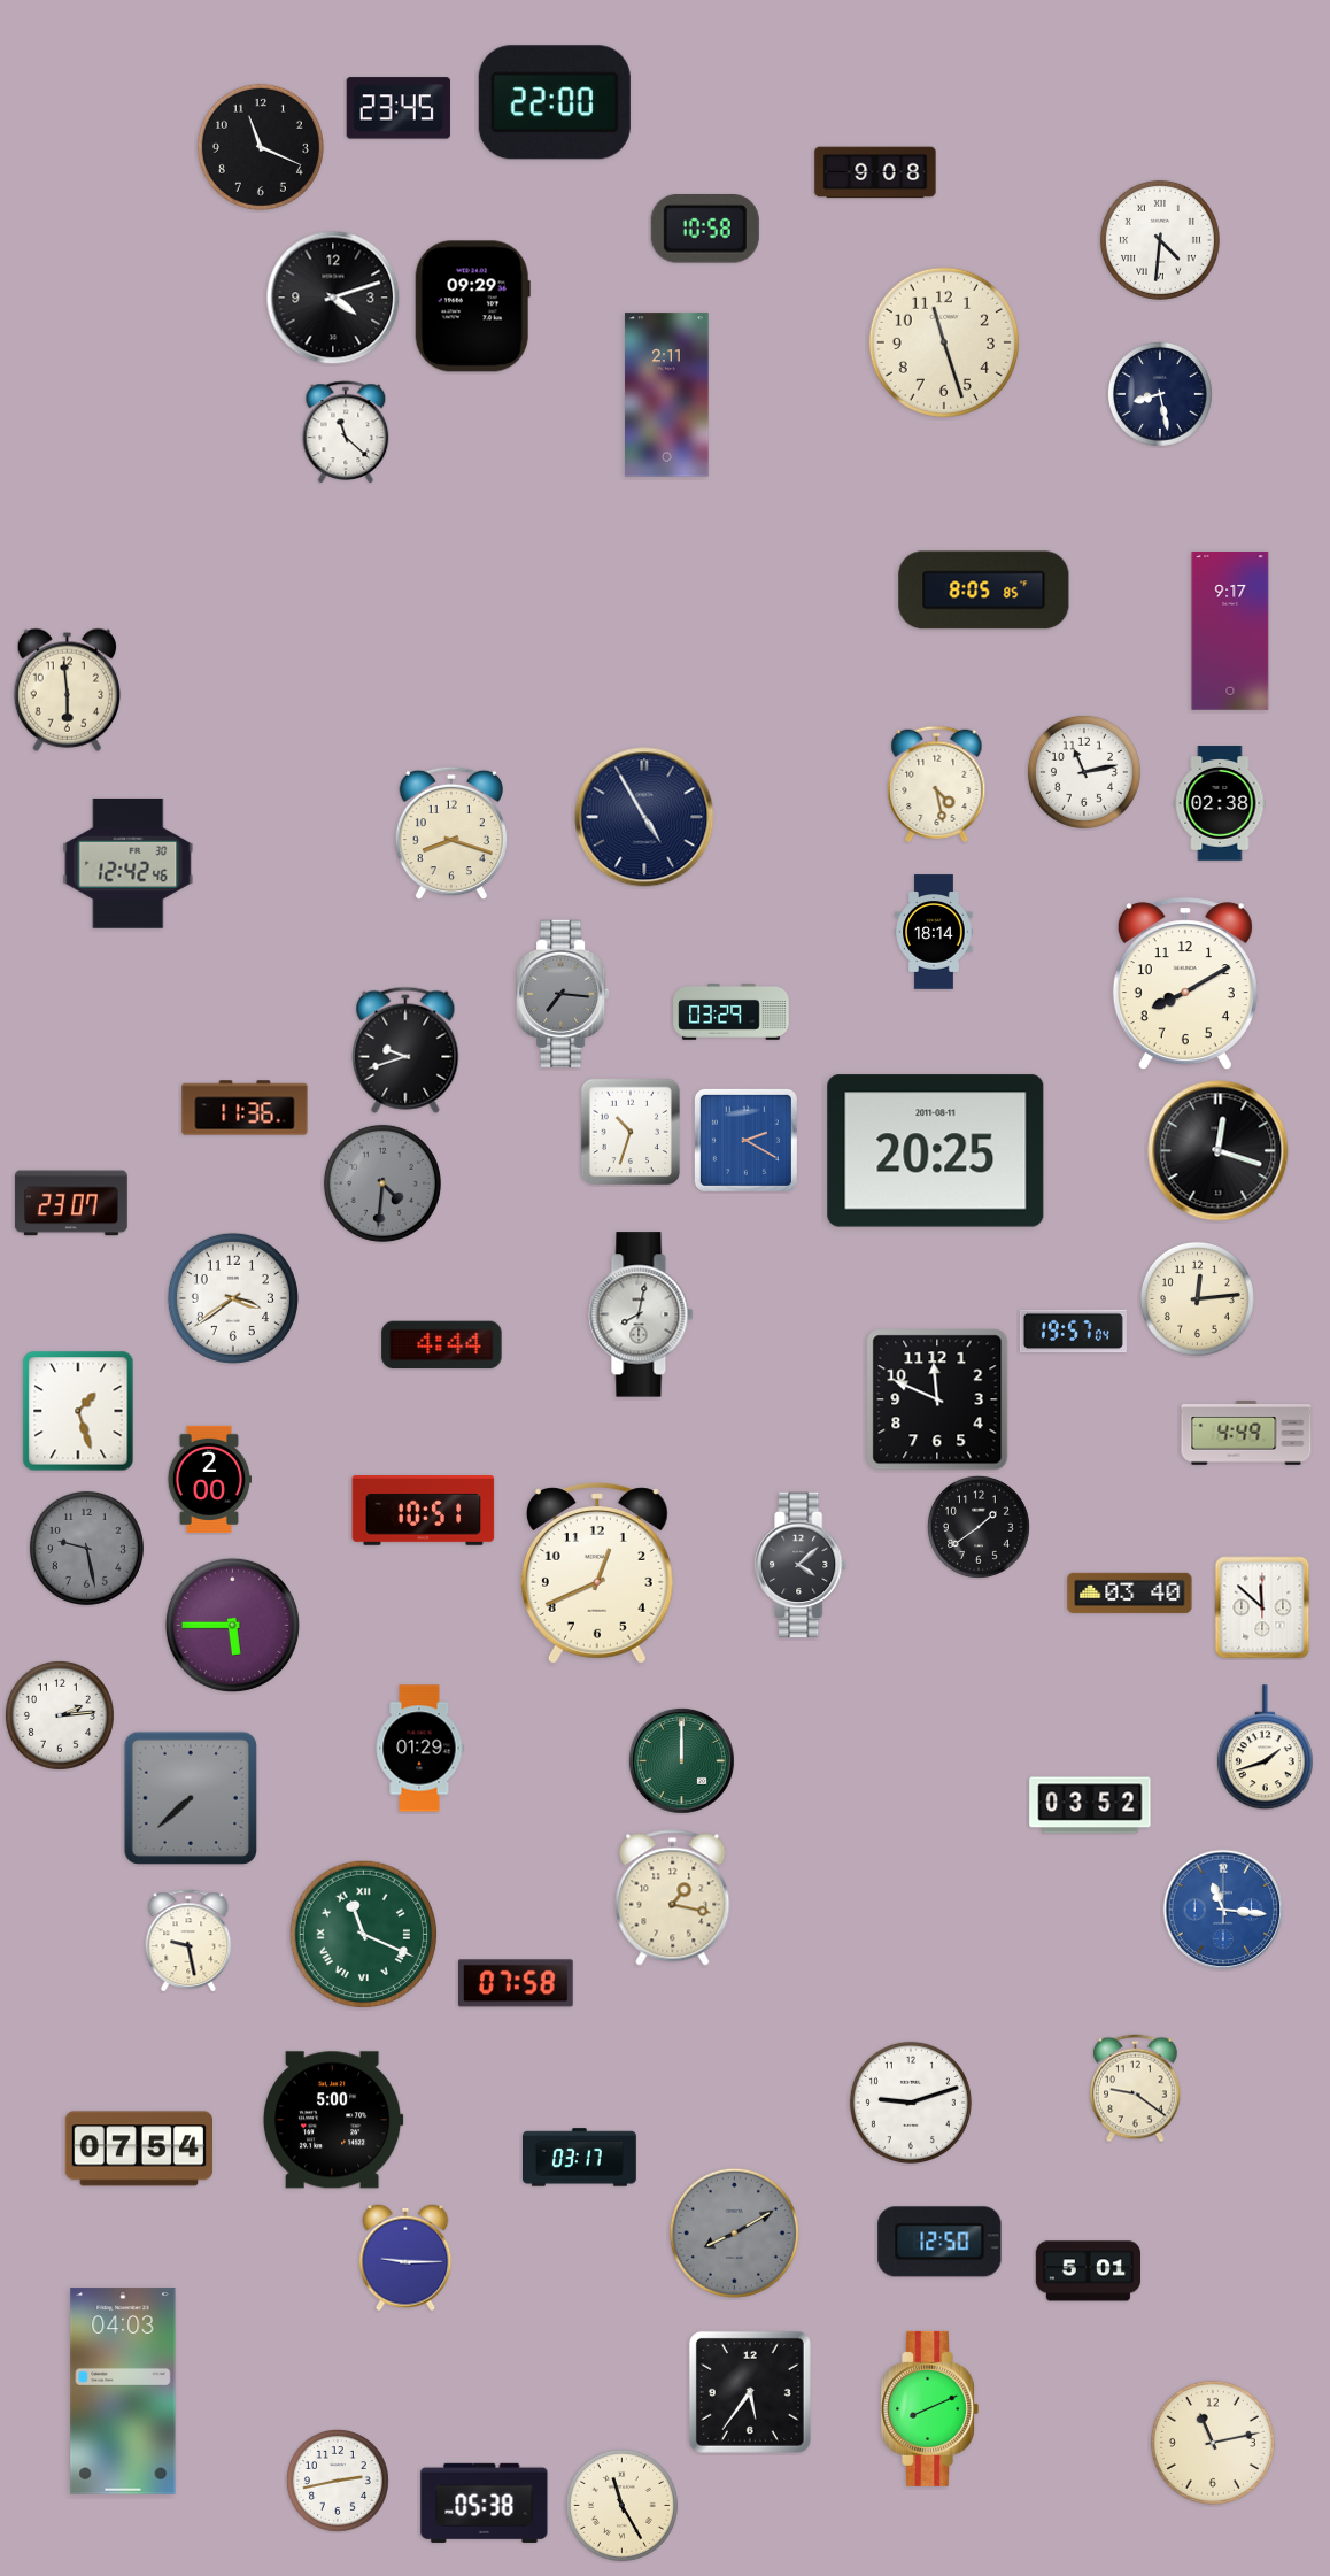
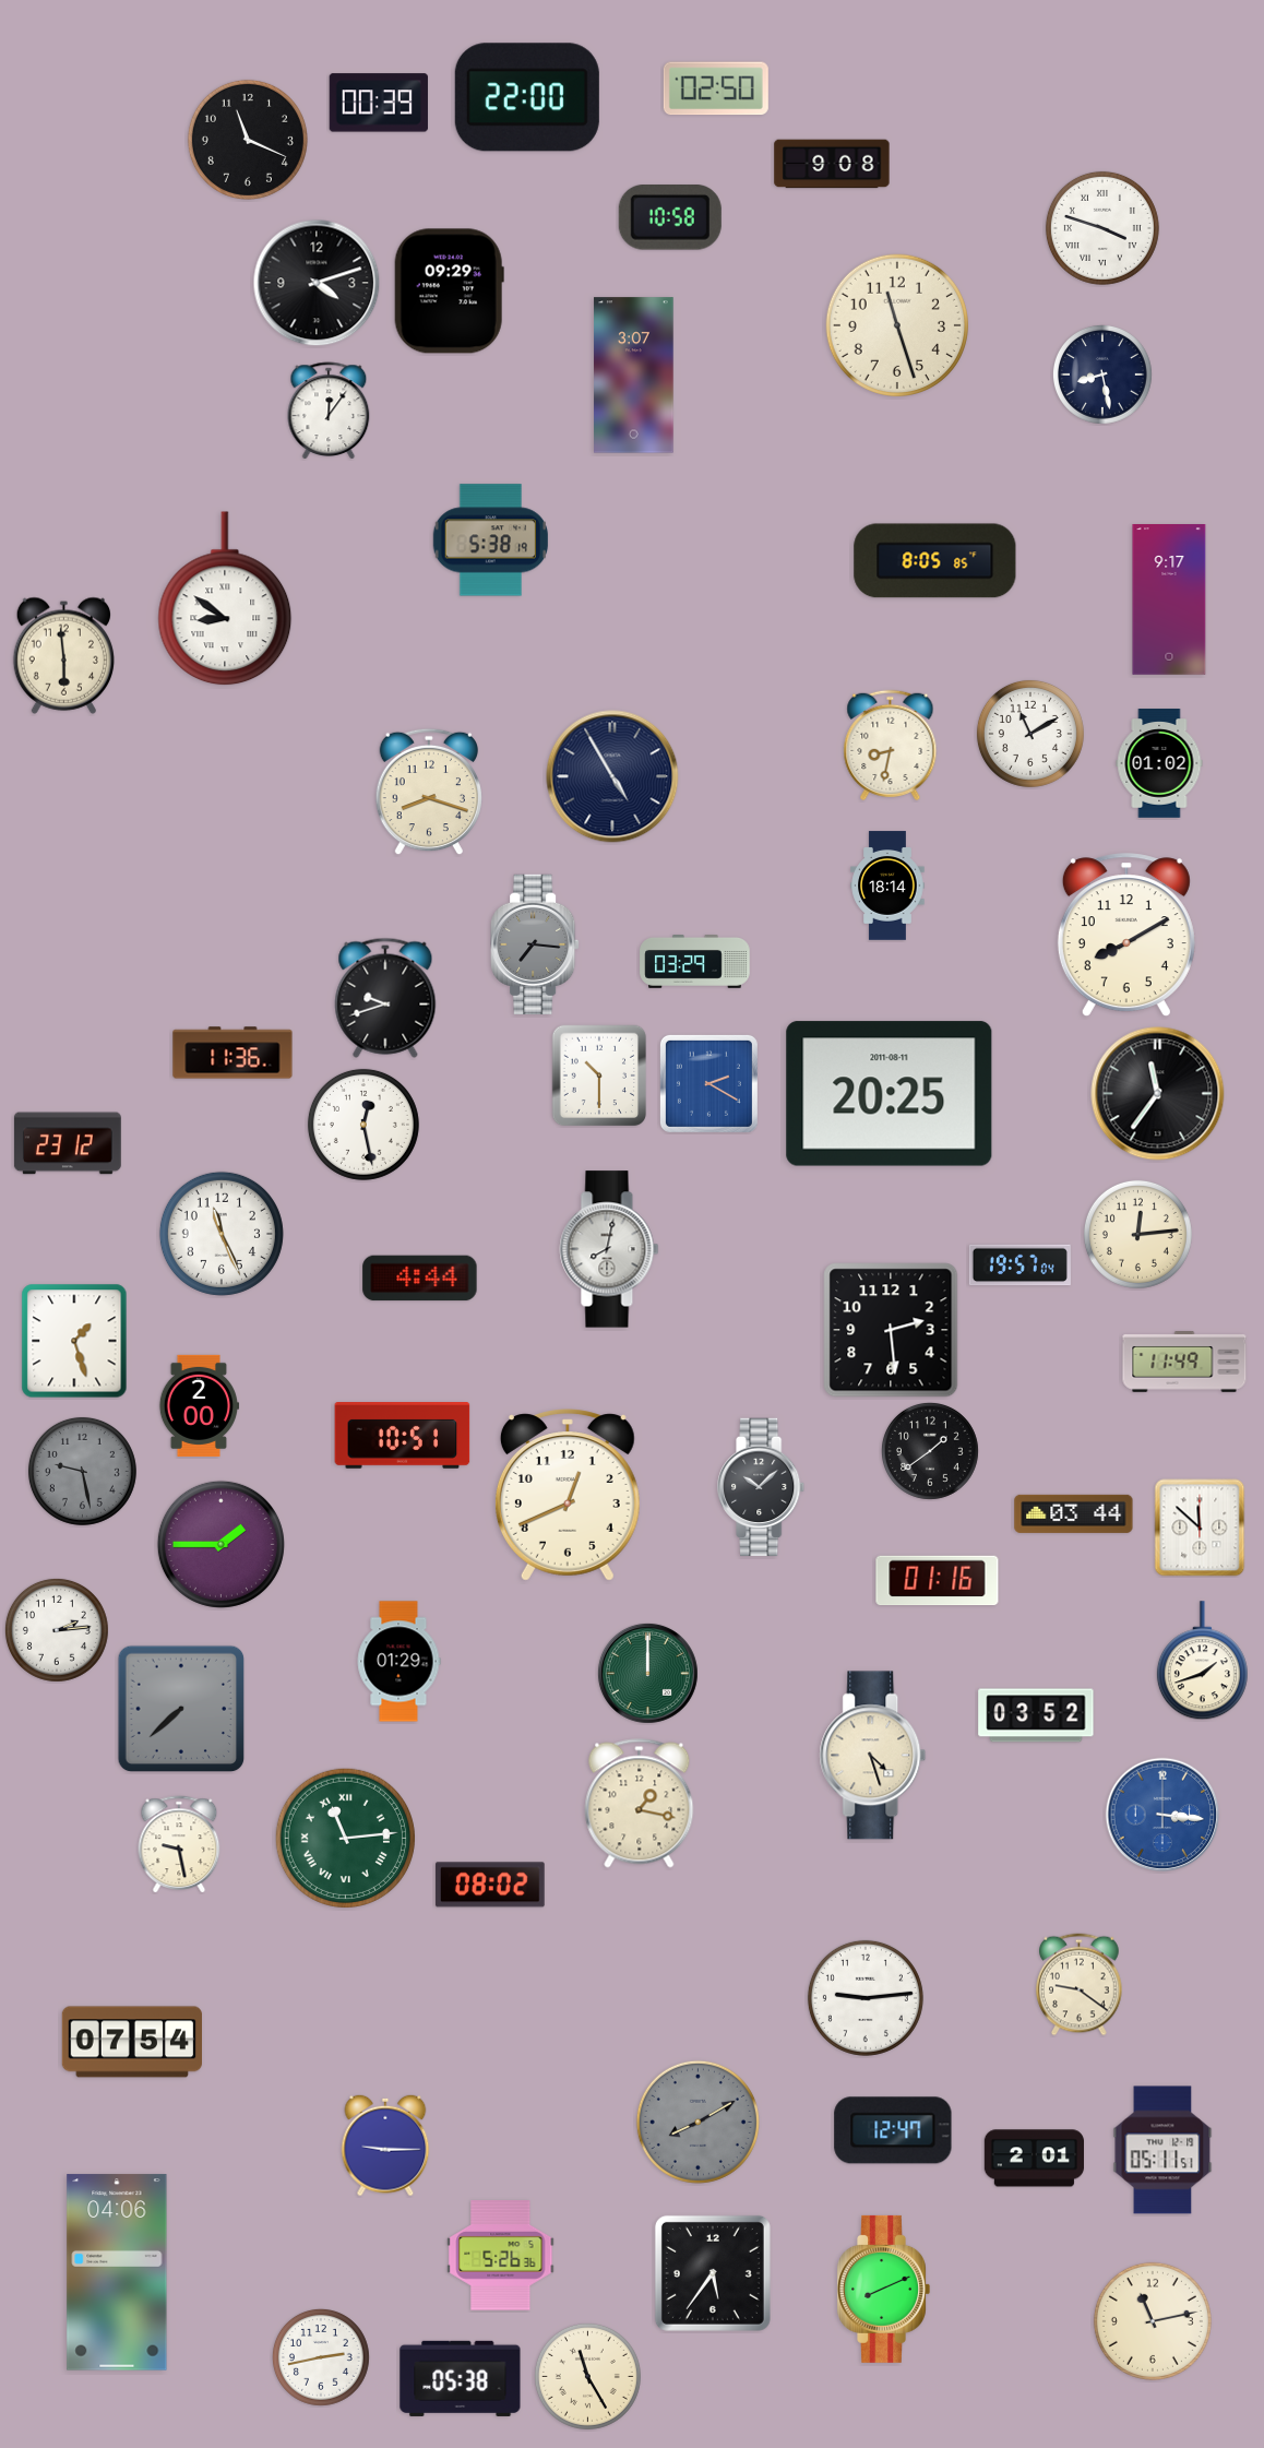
clock at (716, 88): none -> 02:50
clock at (399, 108): 23:45 -> 00:39
clock at (1160, 240): 4:31 -> 3:48
clock at (667, 395): 2:11 -> 3:07
clock at (346, 432): 11:22 -> 12:06
clock at (490, 540): none -> 5:38
clock at (225, 599): none -> 8:51
clock at (1084, 772): 11:13 -> 11:10
clock at (937, 784): 4:28 -> 8:32
clock at (1220, 803): 02:38 -> 01:02
clock at (129, 863): 12:42 -> none
clock at (631, 1132): 10:33 -> 10:30
clock at (1219, 1151): 12:18 -> 11:36
clock at (382, 1183): 4:31 -> 12:28
clock at (382, 1183) dial: grey -> white
clock at (71, 1203): 23:07 -> 23:12
clock at (233, 1298): 3:39 -> 11:26
clock at (937, 1399): 11:49 -> 2:29
clock at (1246, 1433): 4:49 -> 11:49
clock at (802, 1565): 4:08 -> 10:08
clock at (1130, 1592): 03:40 -> 03:44
clock at (232, 1625): 5:45 -> 1:45
clock at (938, 1581): none -> 01:16
clock at (873, 1756): none -> 4:27
clock at (1223, 1910): 11:16 -> 3:16
clock at (363, 1934): 11:19 -> 11:14
clock at (516, 1983): 07:58 -> 08:02
clock at (911, 2103): 9:12 -> 9:14
clock at (333, 2120): 5:00 -> none
clock at (580, 2158): 03:17 -> none
clock at (939, 2242): 12:50 -> 12:47
clock at (1162, 2150): none -> 05:11
clock at (1088, 2272): 5:01 -> 2:01
clock at (501, 2256): none -> 5:26
clock at (123, 2391): 04:03 -> 04:06
clock at (621, 2505) position: (621, 2505) -> (587, 2376)
